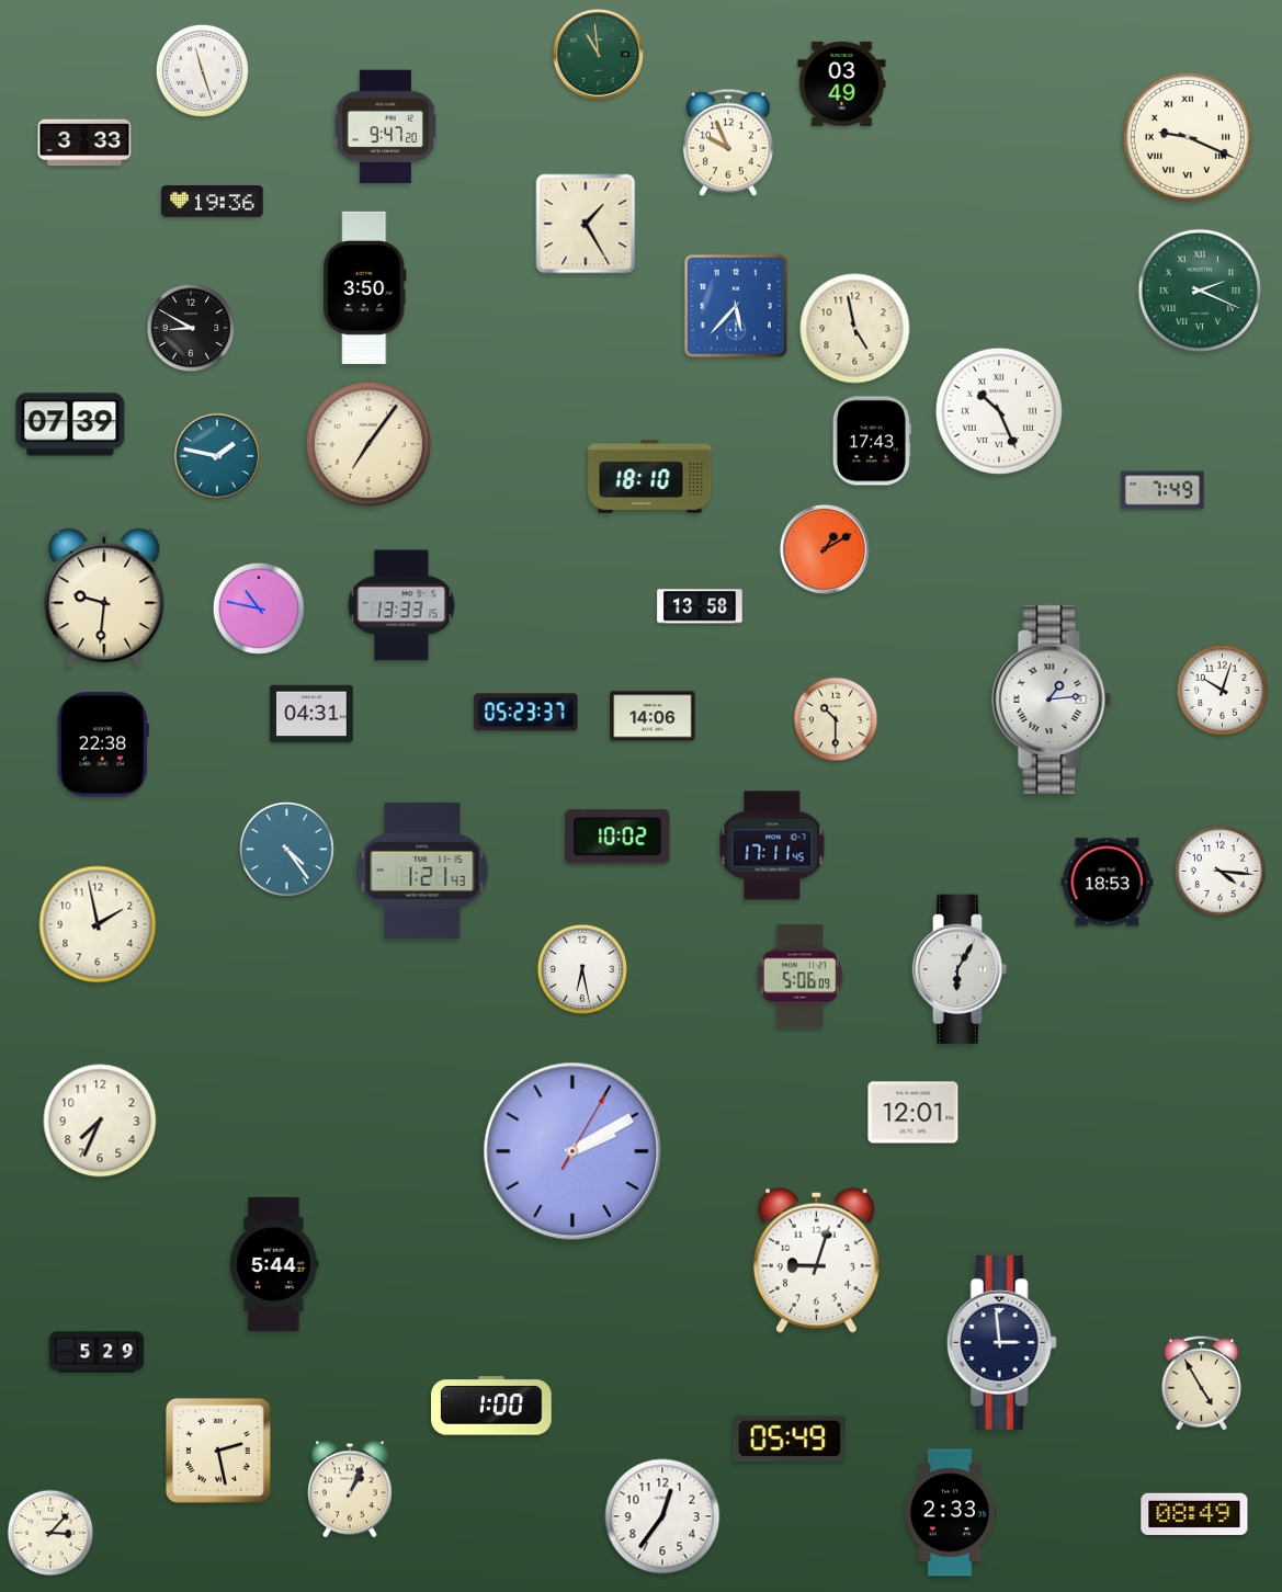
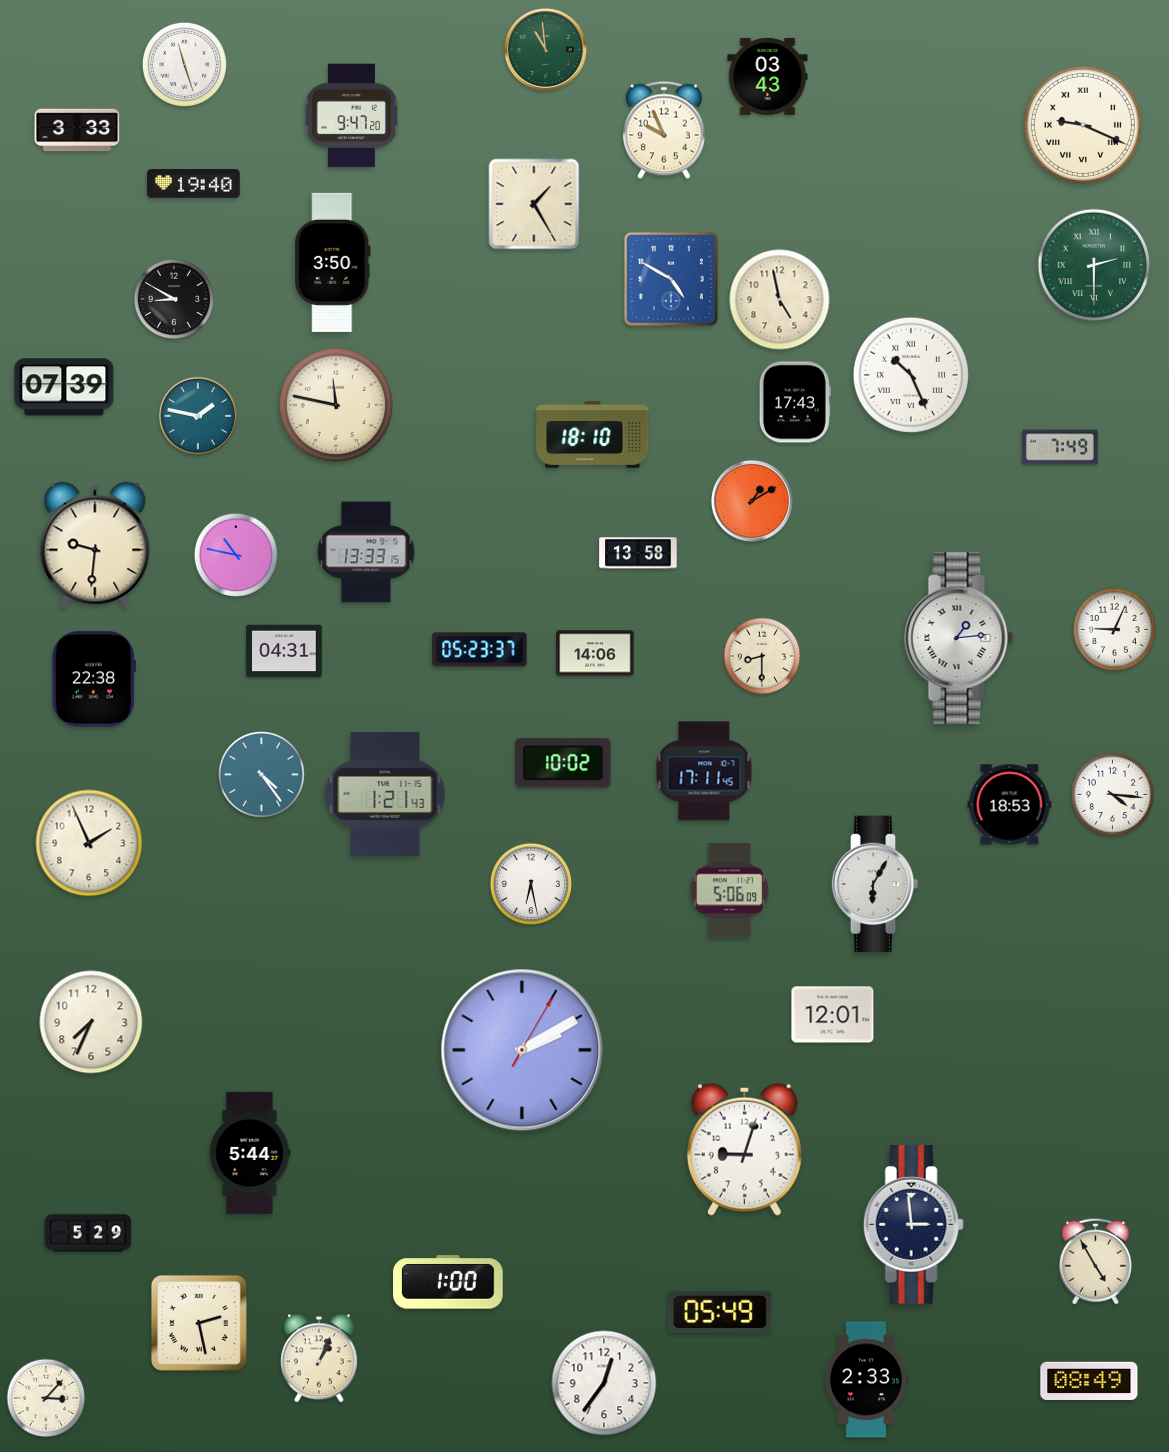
clock at (842, 83): 03:49 -> 03:43
clock at (213, 202): 19:36 -> 19:40
clock at (1200, 291): 2:19 -> 2:30
clock at (736, 306): 5:37 -> 4:50
clock at (367, 443): 7:06 -> 11:47
clock at (1222, 690): 10:03 -> 9:04
clock at (836, 719): 10:30 -> 8:30
clock at (98, 924): 1:58 -> 1:56
